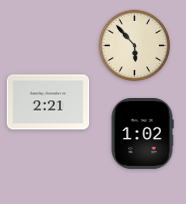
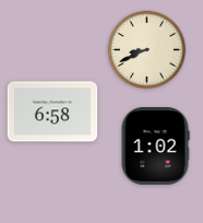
clock at (135, 46): 5:53 -> 8:41
clock at (48, 102): 2:21 -> 6:58
